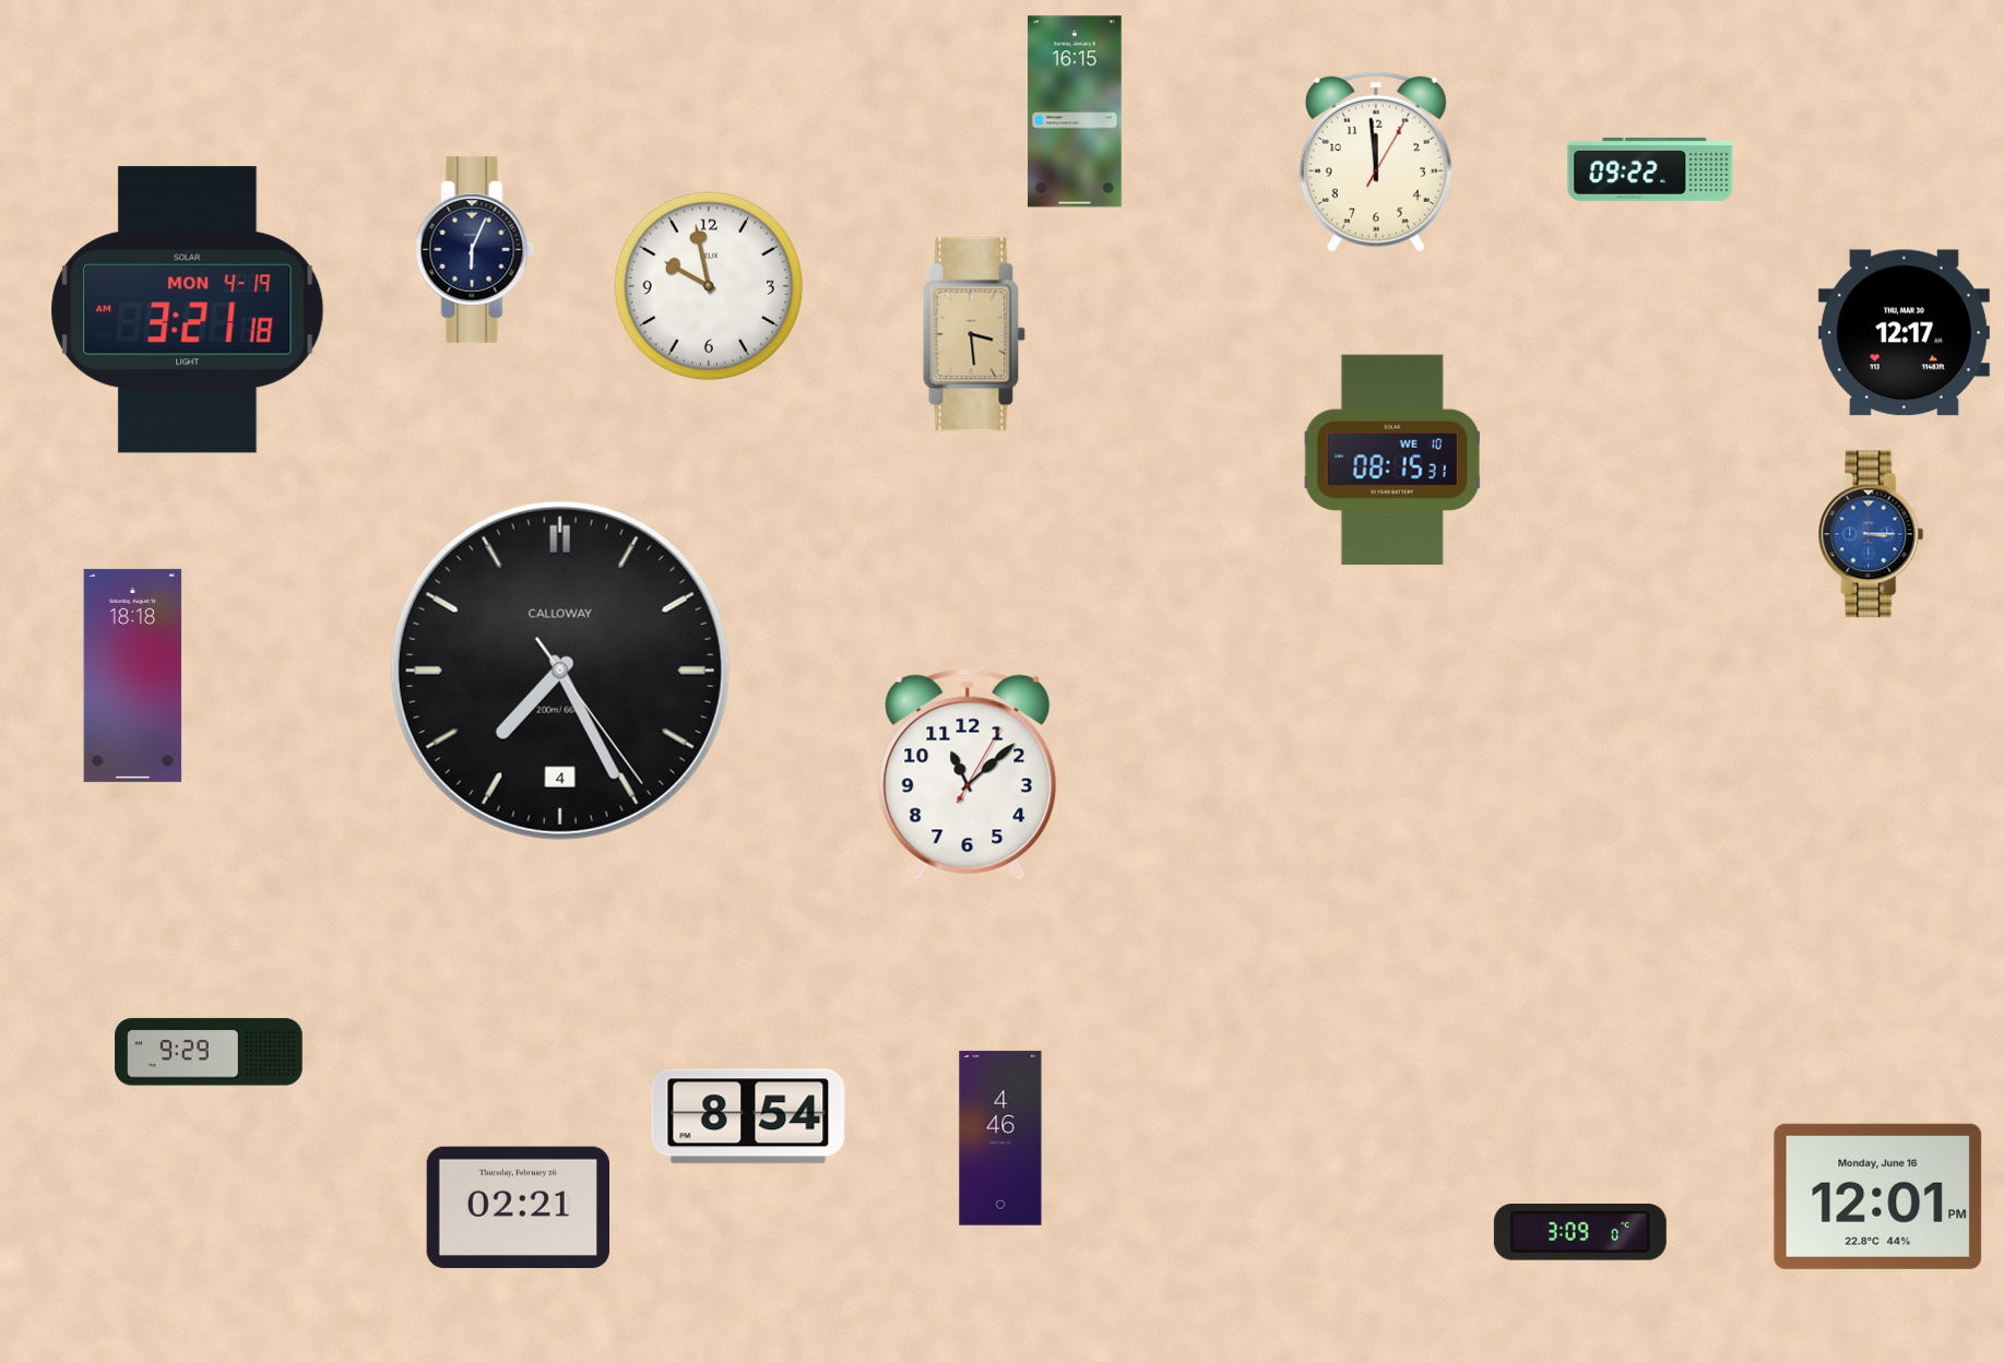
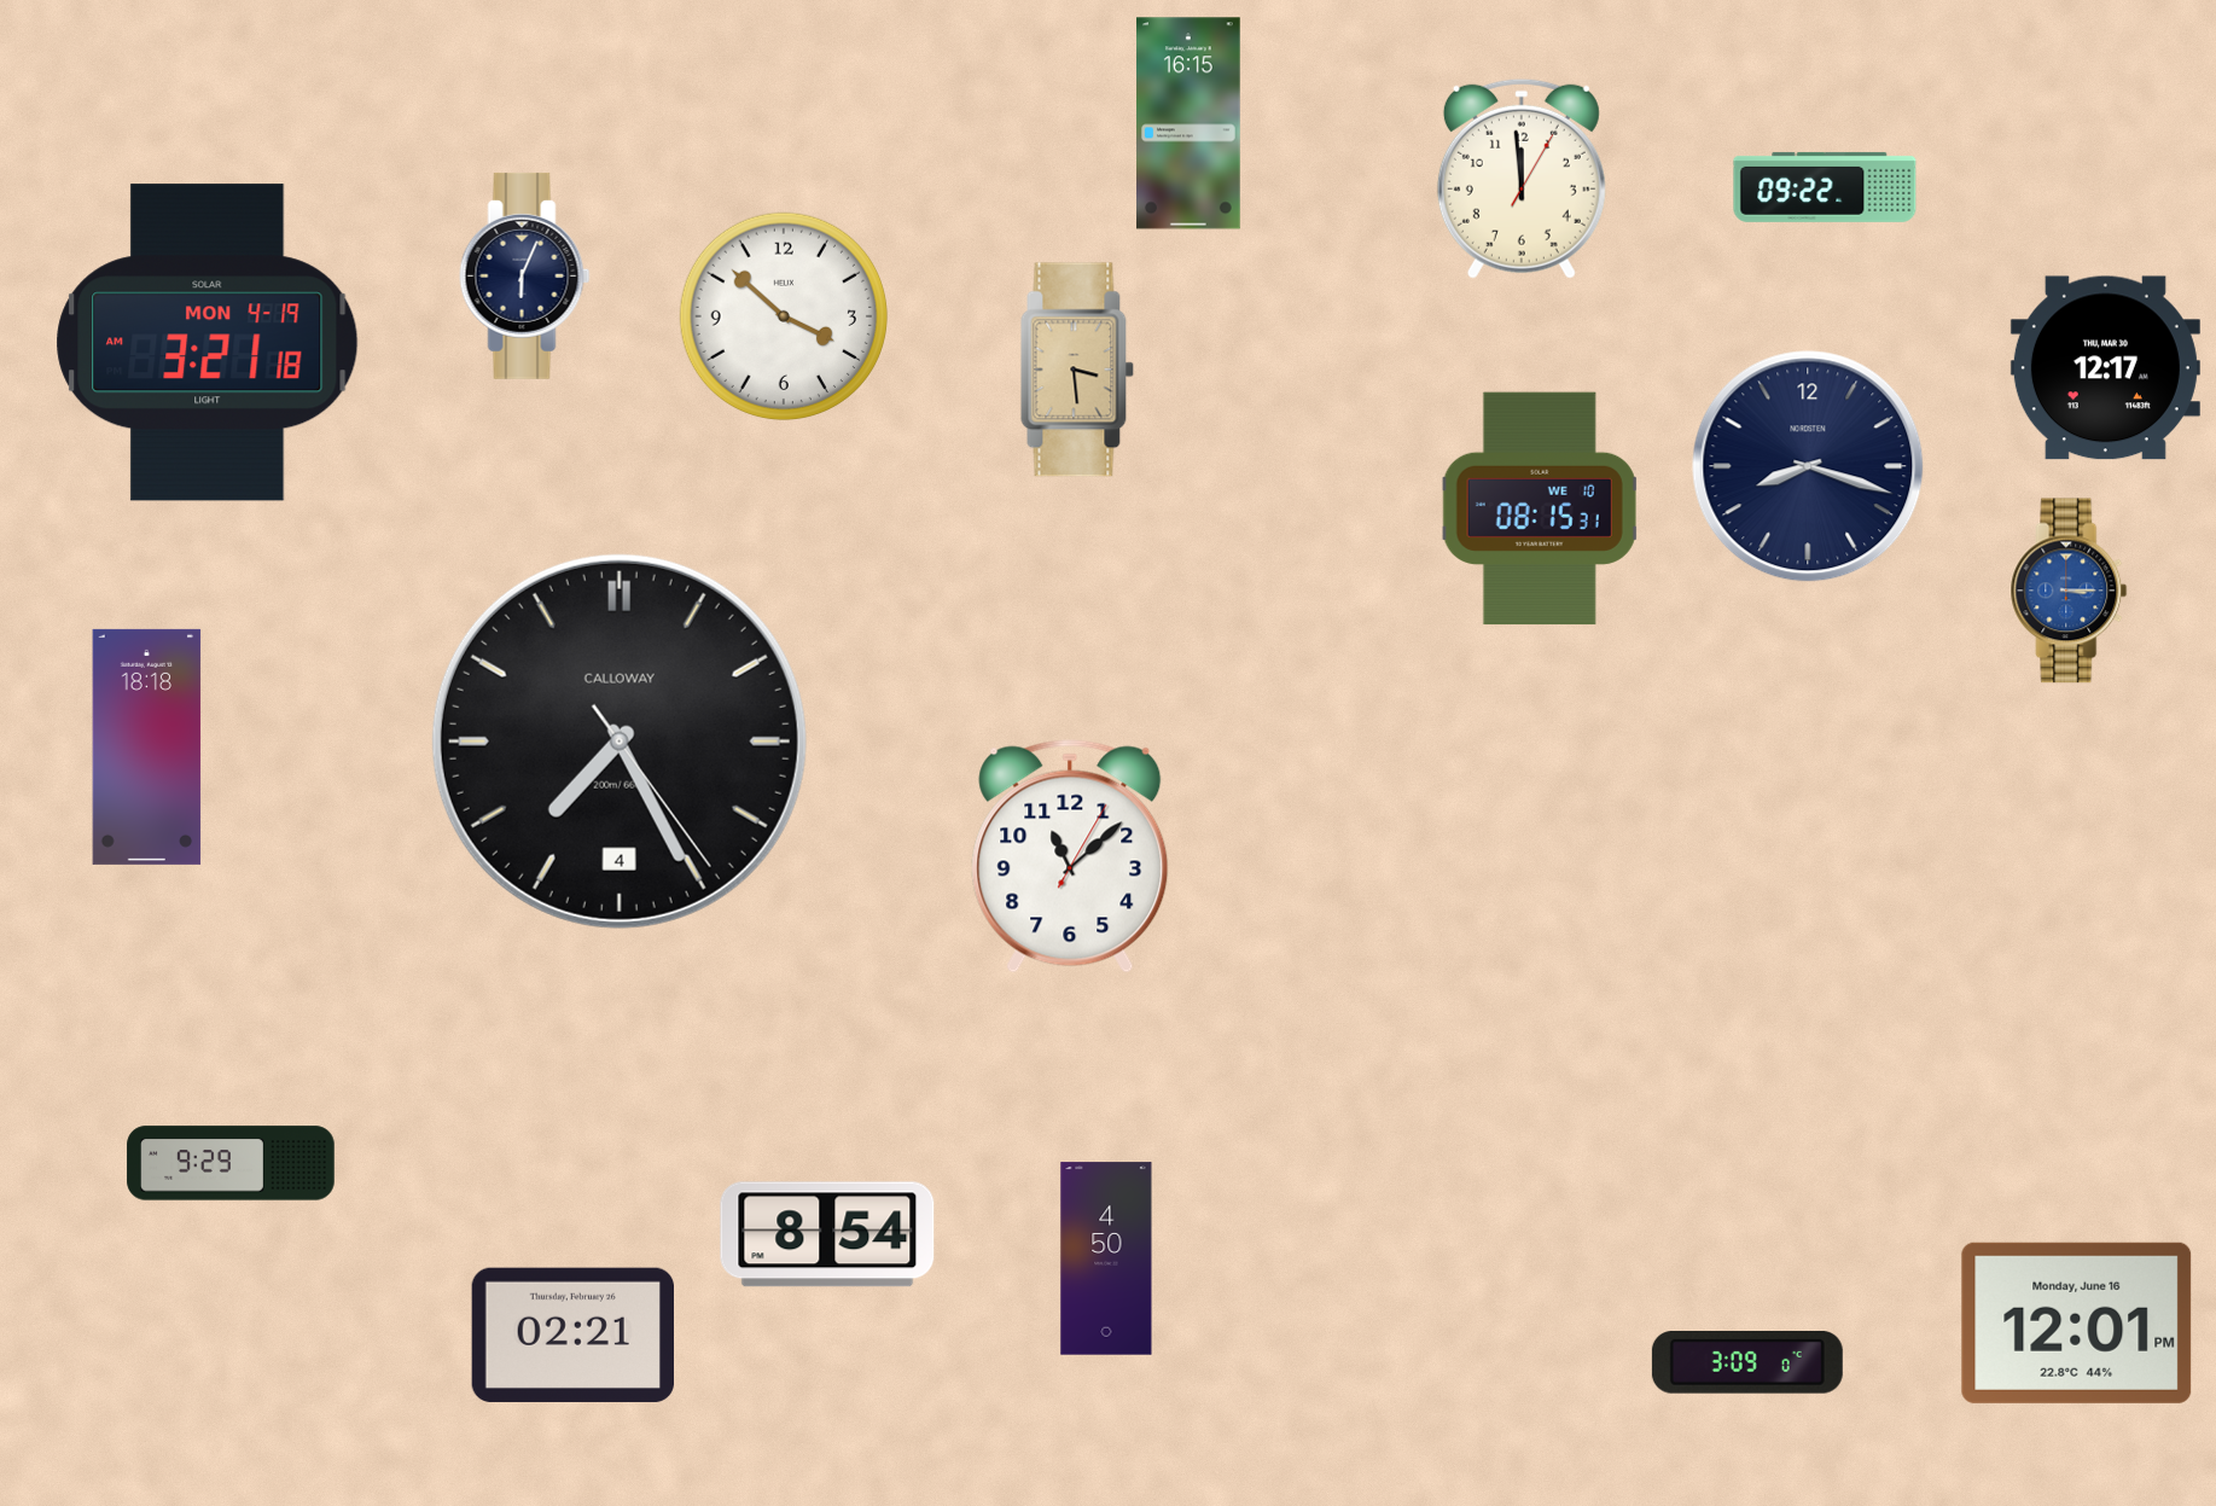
clock at (708, 285): 9:58 -> 3:52
clock at (1808, 466): none -> 8:18
clock at (1000, 1138): 4:46 -> 4:50
